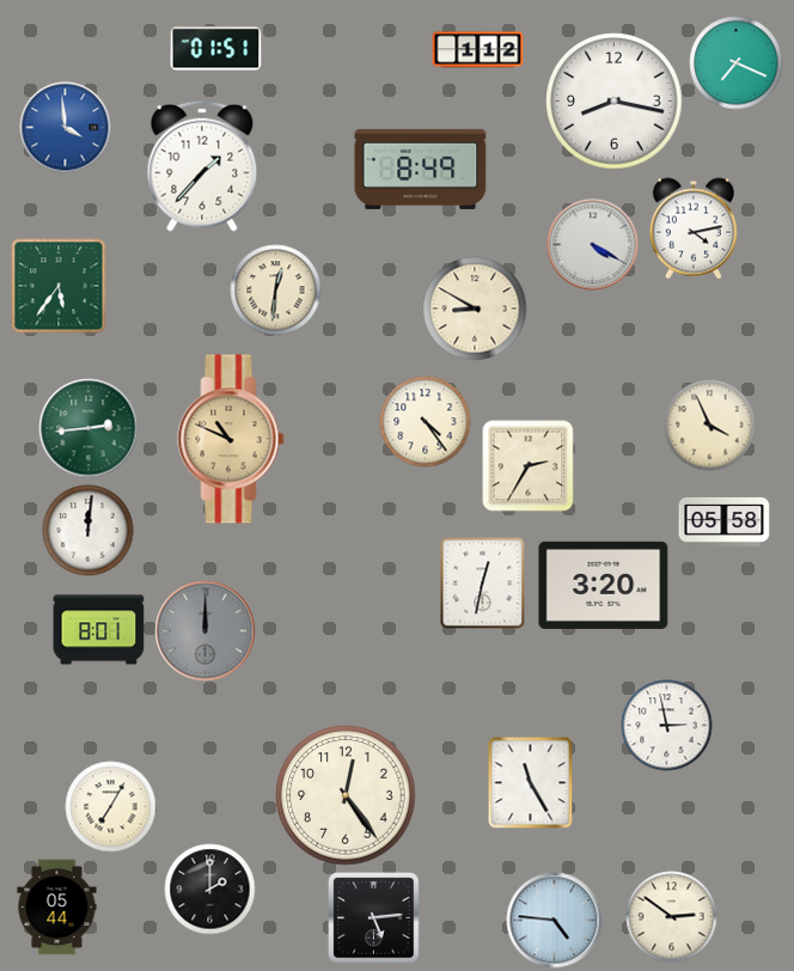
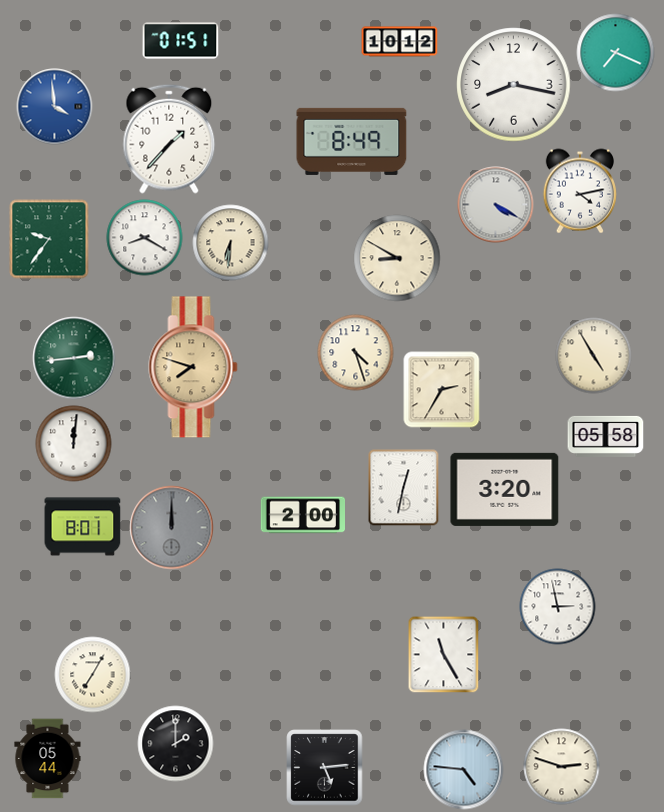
clock at (478, 50): 1:12 -> 10:12
clock at (145, 238): none -> 8:20
clock at (59, 286): 5:36 -> 9:36
clock at (276, 291): 12:31 -> 6:31
clock at (426, 422): 4:24 -> 4:27
clock at (710, 426): 3:56 -> 4:55
clock at (231, 439): 10:49 -> 7:48
clock at (302, 515): none -> 2:00
clock at (346, 795): 12:24 -> none
clock at (672, 917): 2:51 -> 2:48
clock at (374, 918) position: (374, 918) -> (325, 768)
